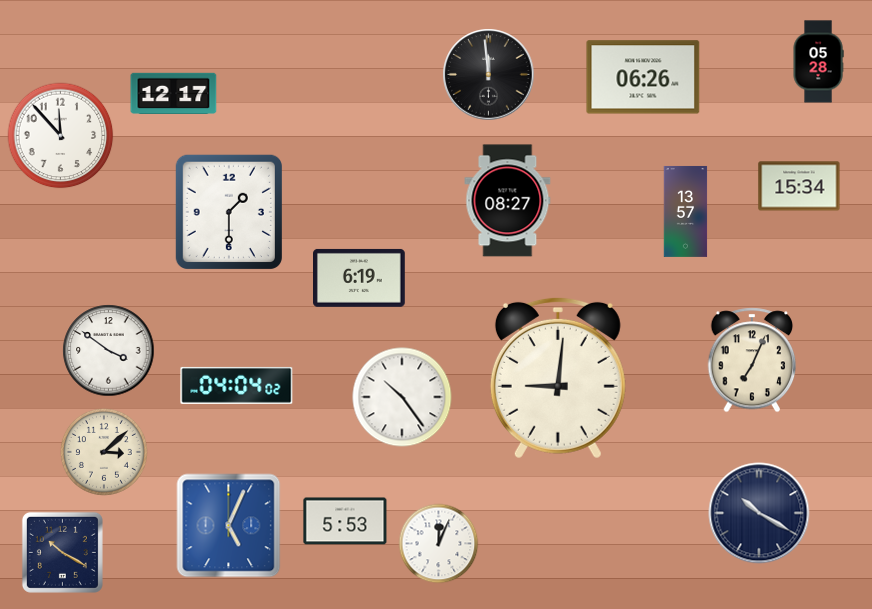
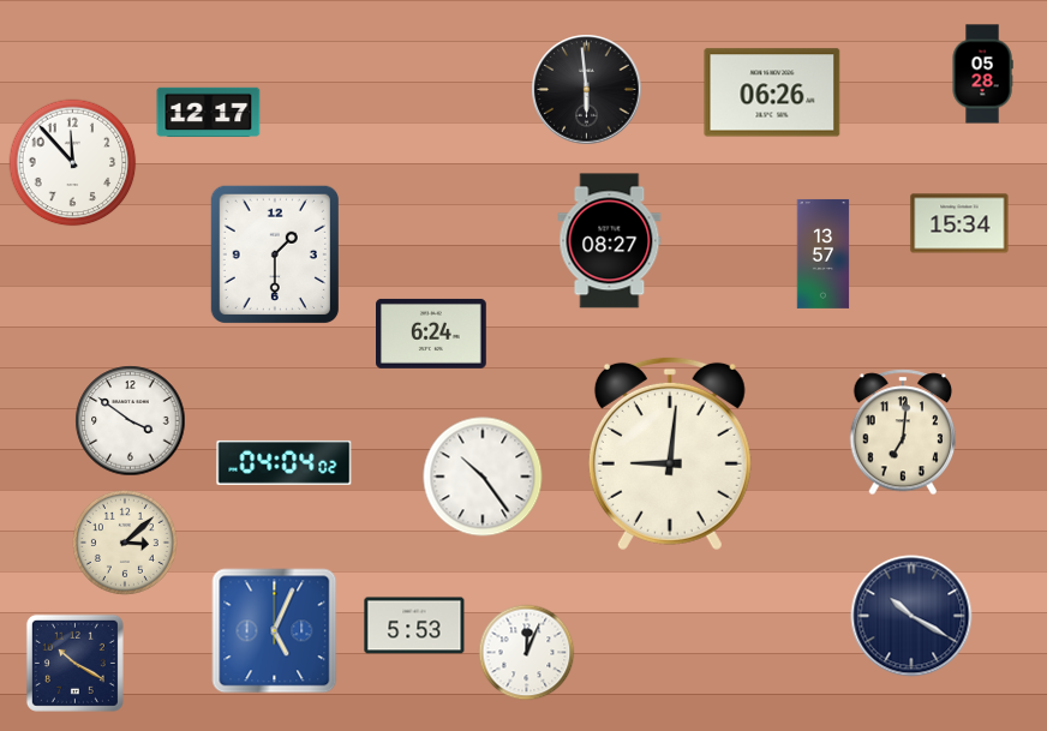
clock at (489, 75): 11:59 -> 5:59
clock at (360, 278): 6:19 -> 6:24
clock at (752, 360): 7:04 -> 7:01
